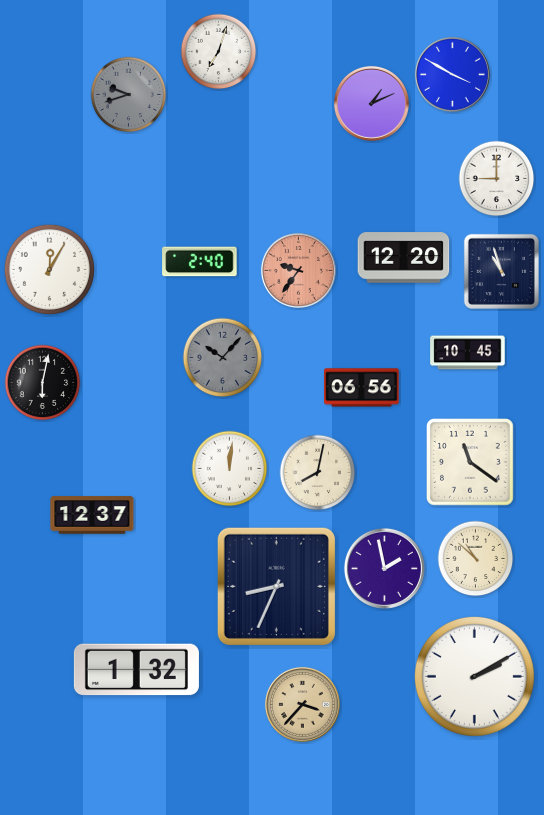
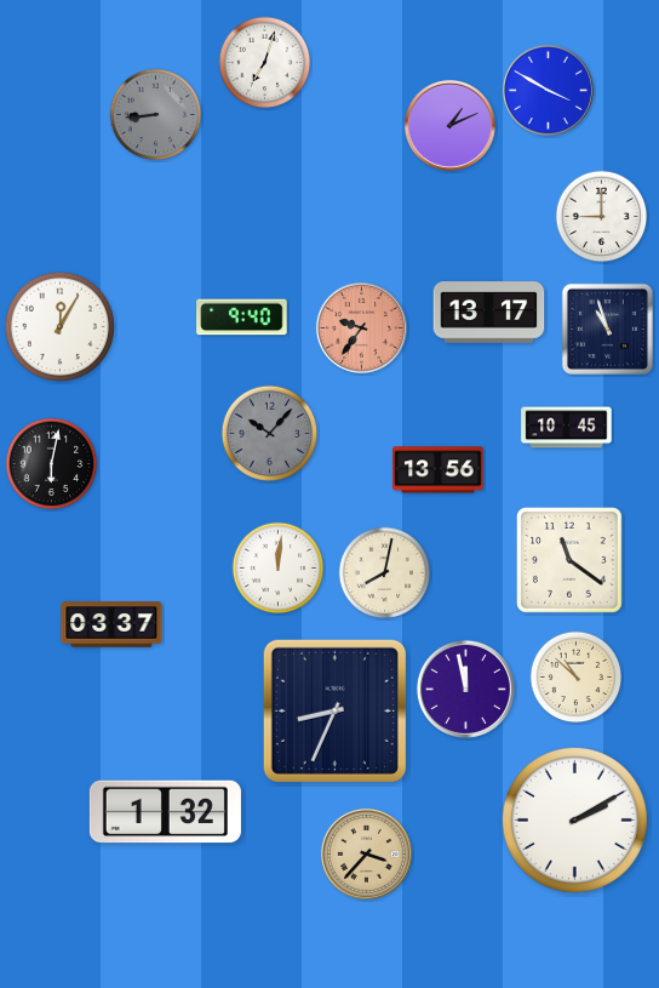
clock at (129, 95): 9:42 -> 8:44
clock at (404, 258): 12:20 -> 13:17
clock at (200, 262): 2:40 -> 9:40
clock at (362, 388): 06:56 -> 13:56
clock at (92, 515): 12:37 -> 03:37
clock at (384, 568): 1:58 -> 11:58
